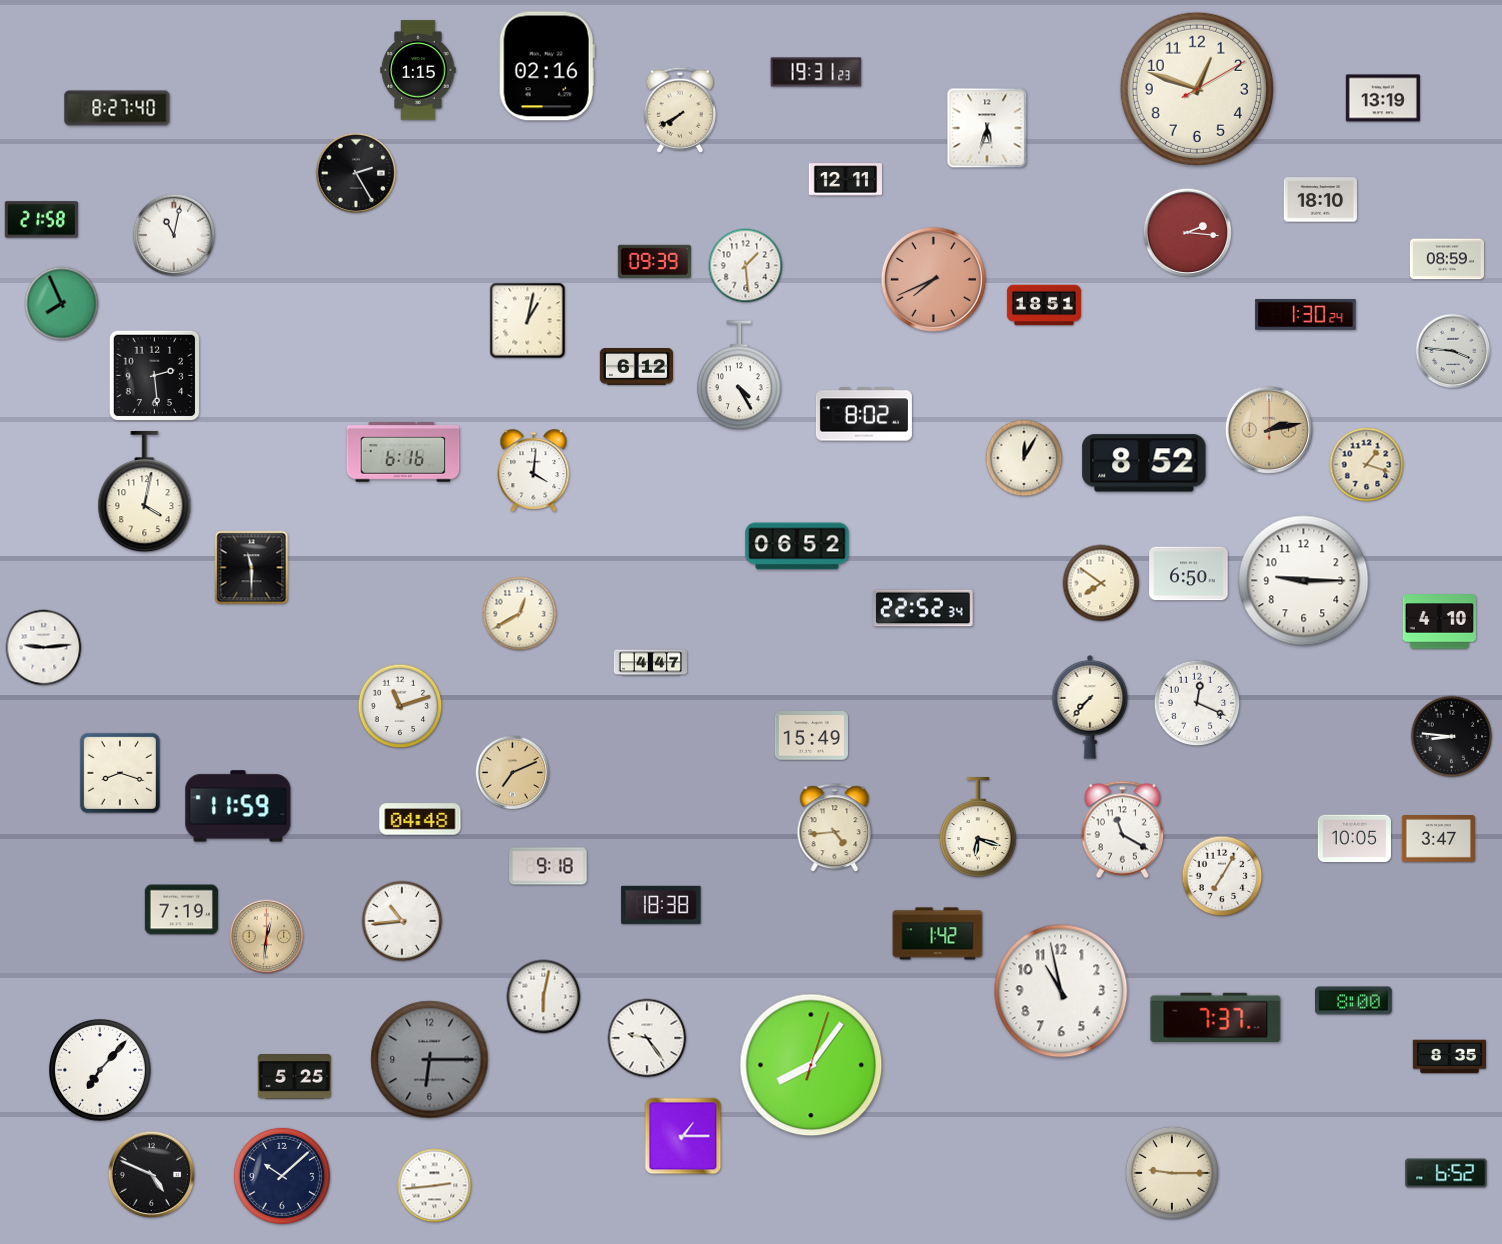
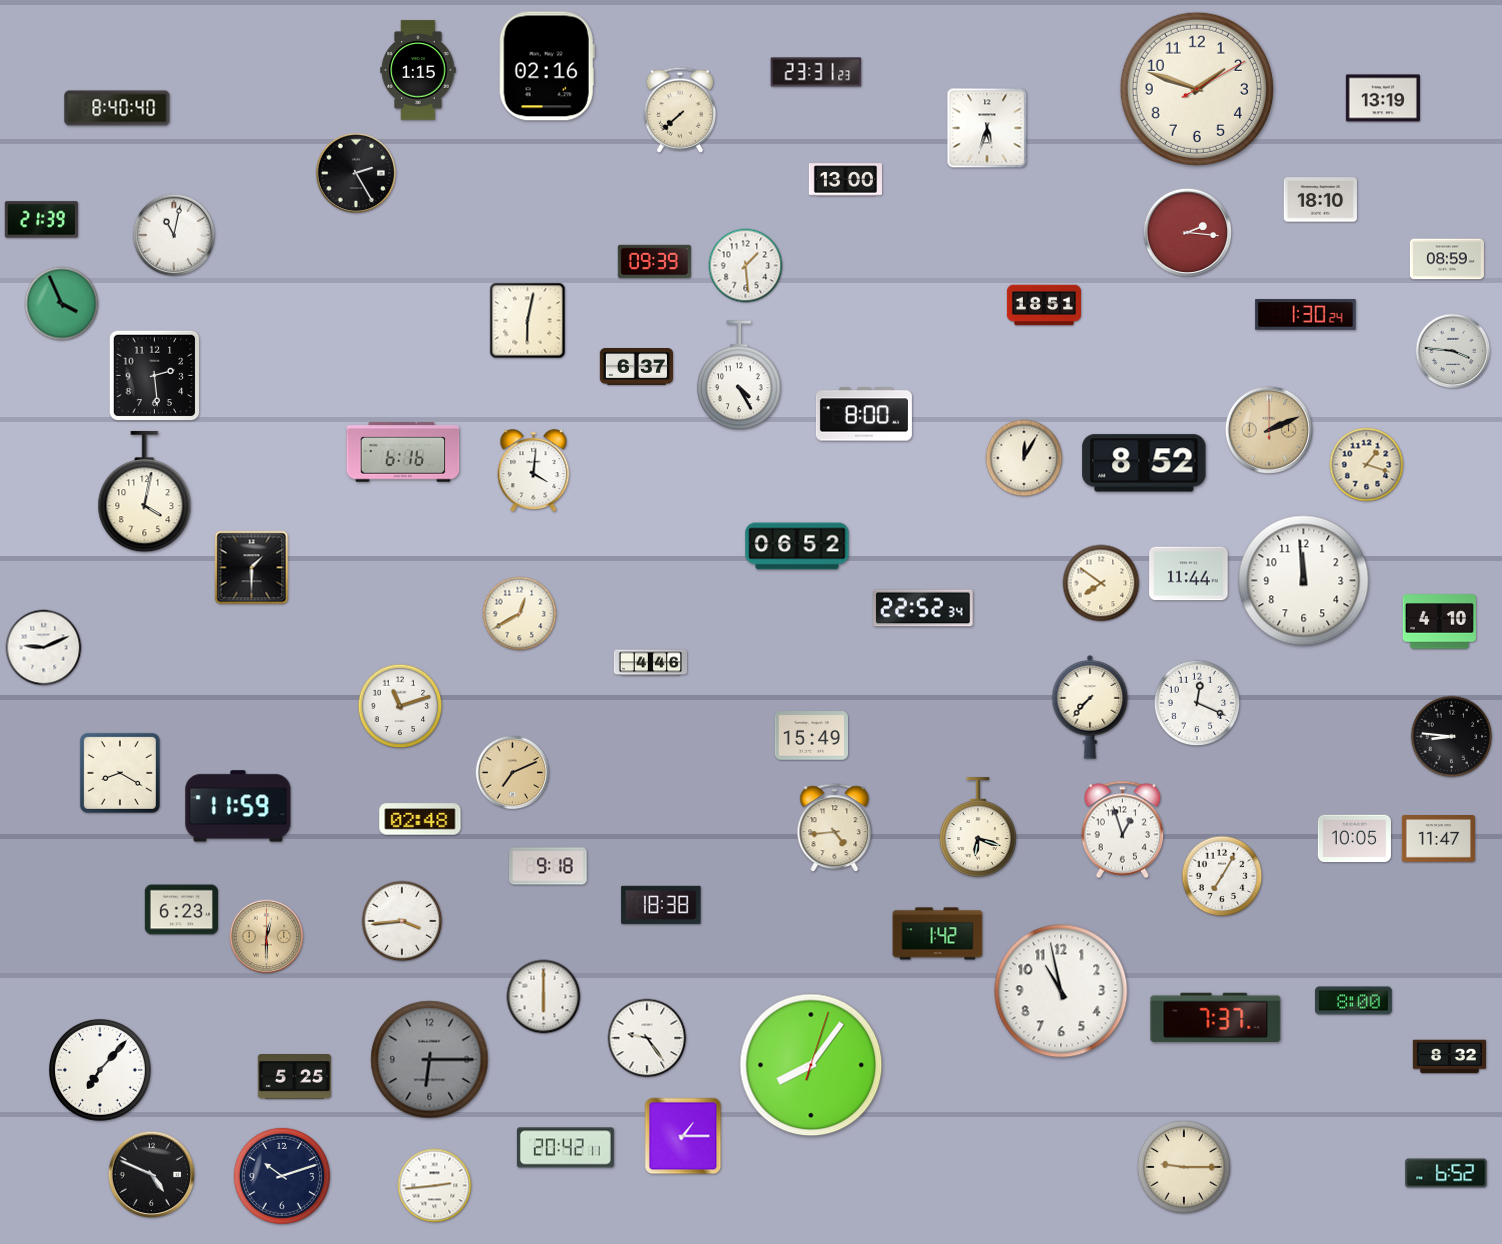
clock at (816, 72): 19:31 -> 23:31
clock at (1197, 89): 12:48 -> 1:48
clock at (117, 108): 8:27 -> 8:40
clock at (679, 110): 7:40 -> 7:38
clock at (845, 180): 12:11 -> 13:00
clock at (41, 220): 21:58 -> 21:39
clock at (933, 279): 7:41 -> none
clock at (62, 304): 7:56 -> 3:56
clock at (528, 321): 1:02 -> 6:02
clock at (636, 367): 6:12 -> 6:37
clock at (864, 414): 8:02 -> 8:00
clock at (1268, 429): 2:13 -> 2:11
clock at (252, 568): 11:30 -> 1:30
clock at (1189, 574): 6:50 -> 11:44
clock at (1304, 581): 9:15 -> 11:59
clock at (44, 648): 9:14 -> 9:11
clock at (650, 663): 4:47 -> 4:46
clock at (120, 773): 8:18 -> 8:20
clock at (420, 819): 04:48 -> 02:48
clock at (1123, 830): 11:20 -> 12:57
clock at (1438, 839): 3:47 -> 11:47
clock at (181, 910): 7:19 -> 6:23
clock at (402, 921): 10:44 -> 3:44
clock at (267, 937): 12:31 -> 12:30
clock at (544, 997): 6:02 -> 6:00
clock at (1449, 1057): 8:35 -> 8:32
clock at (565, 1148): none -> 20:42
clock at (1172, 1173) position: (1172, 1173) -> (1184, 1167)
clock at (282, 1176): 10:08 -> 10:12
